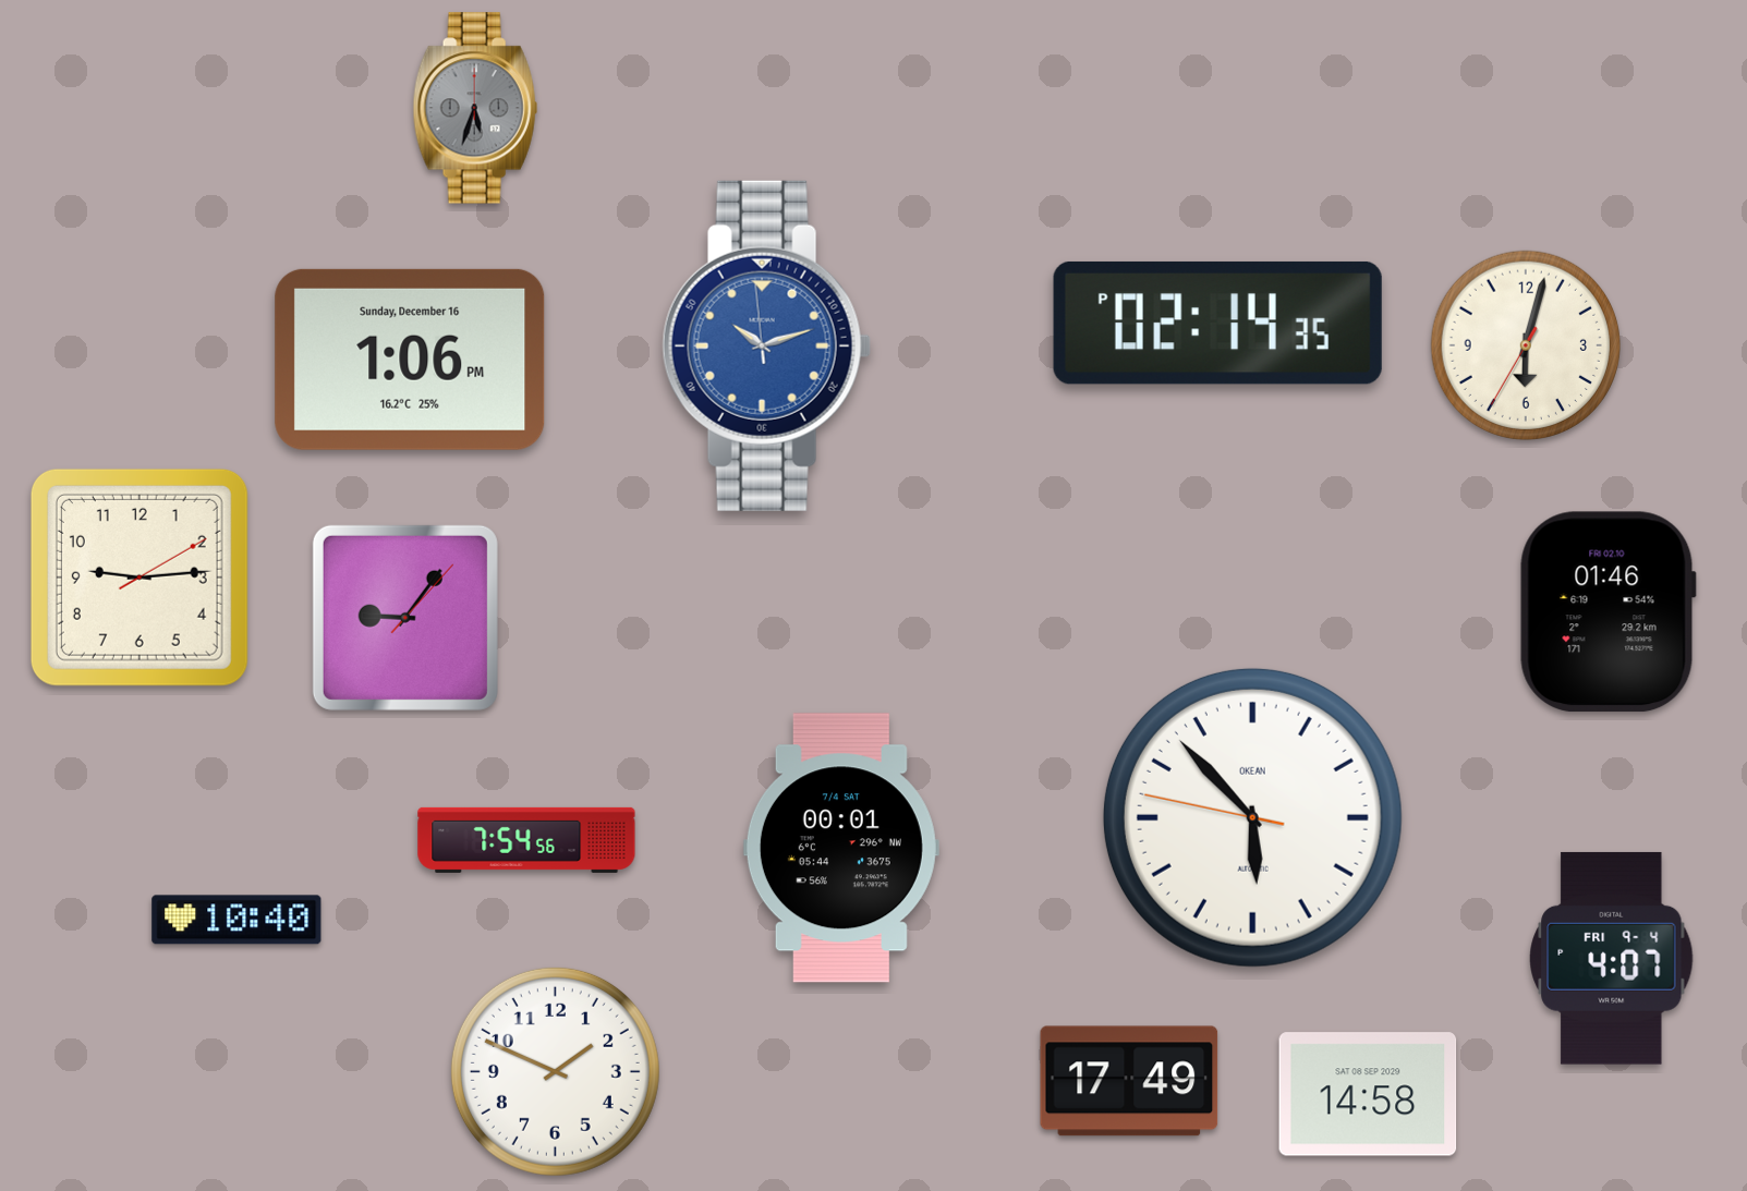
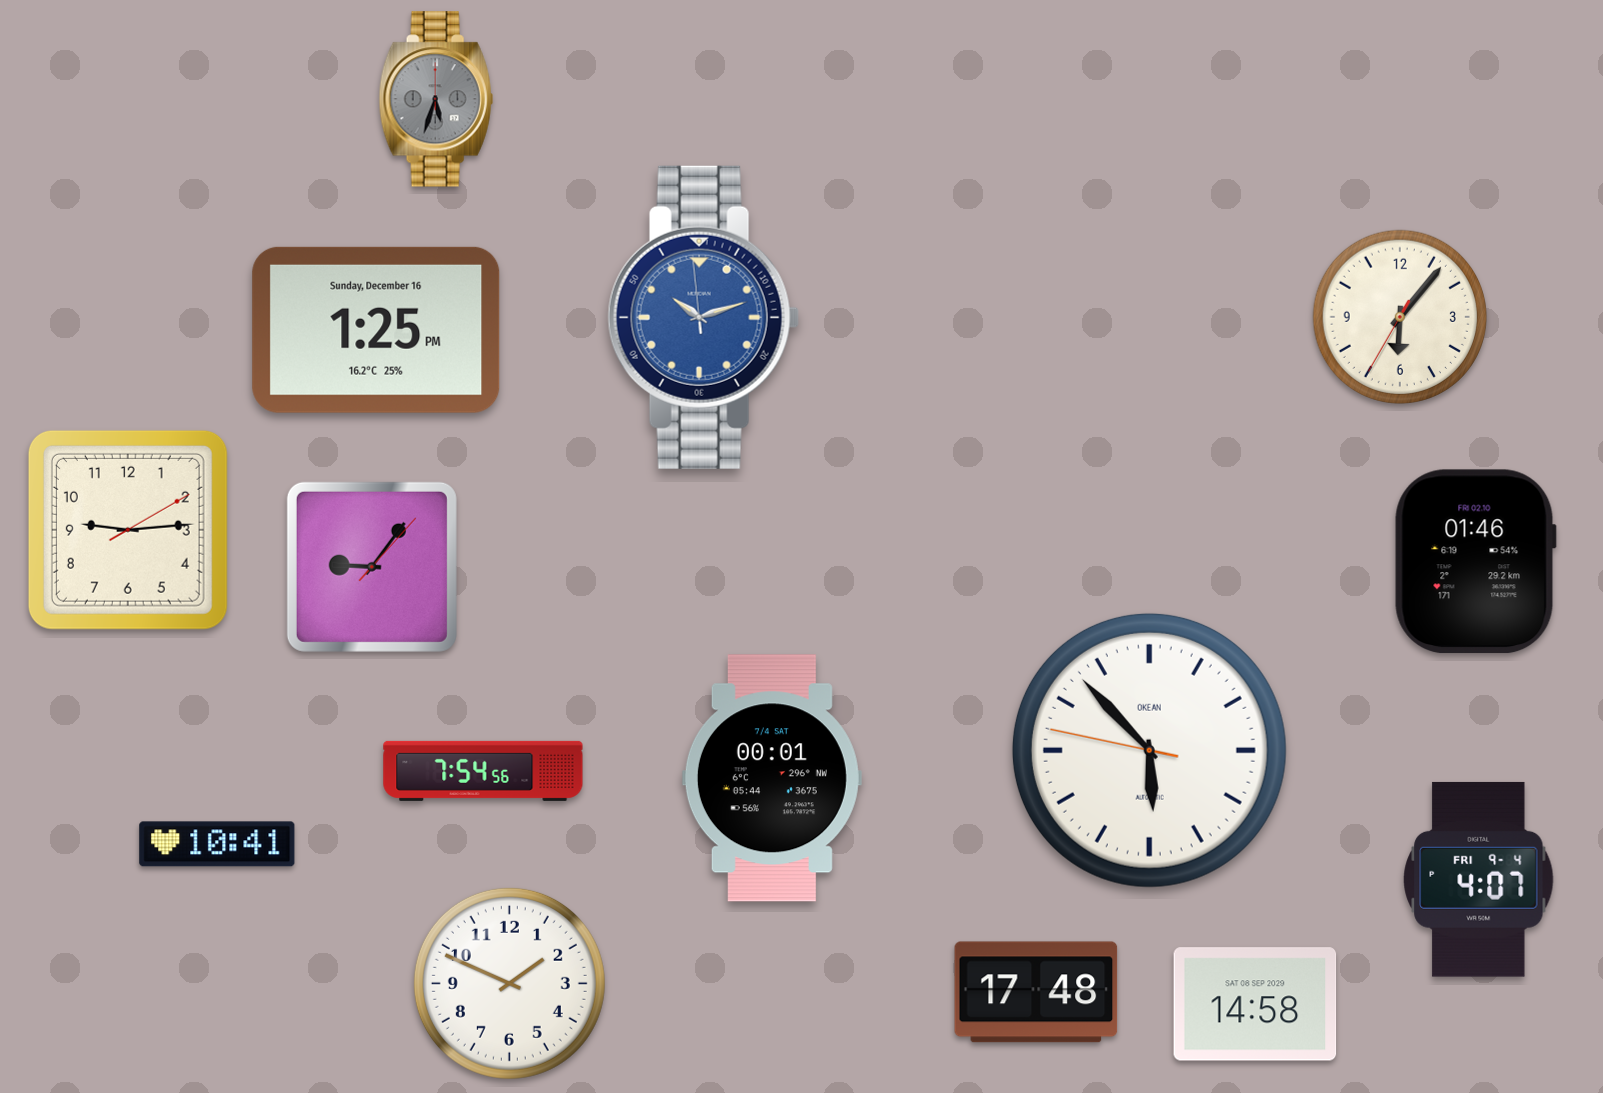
clock at (1217, 323): 02:14 -> none
clock at (1526, 345): 6:02 -> 6:06
clock at (410, 360): 1:06 -> 1:25
clock at (236, 920): 10:40 -> 10:41
clock at (1129, 1081): 17:49 -> 17:48
